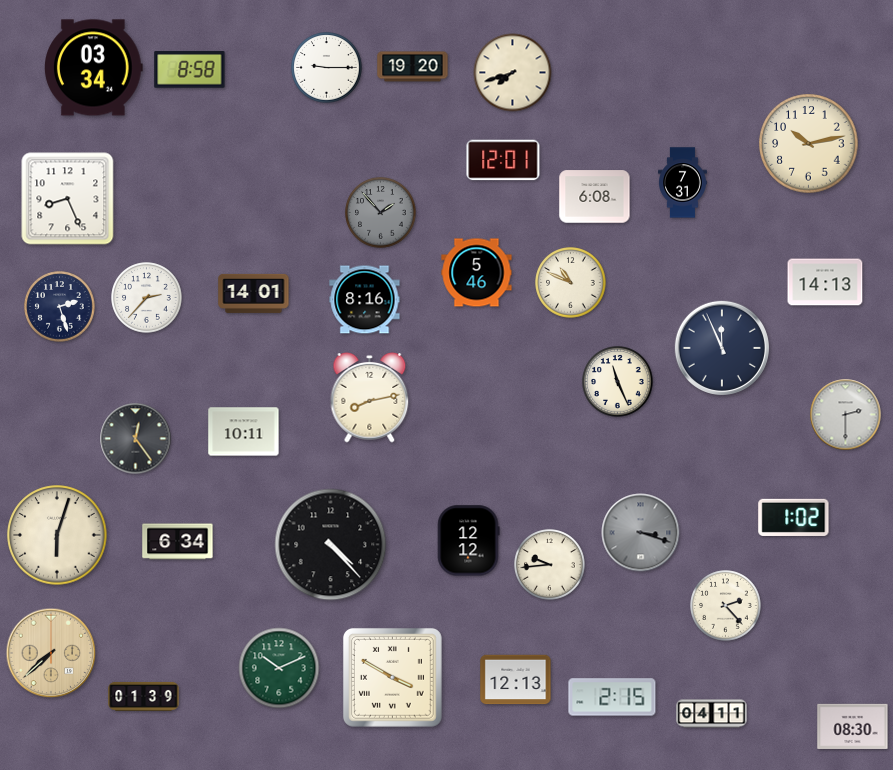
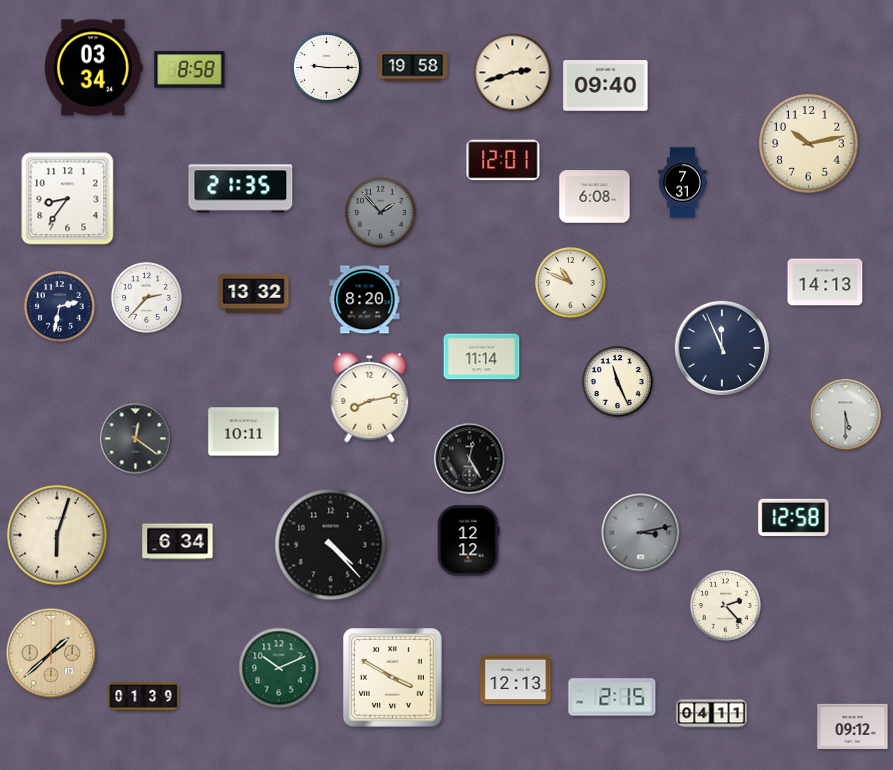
clock at (413, 67): 19:20 -> 19:58
clock at (513, 73): 7:42 -> 2:42
clock at (606, 86): none -> 09:40
clock at (241, 189): none -> 21:35
clock at (68, 199): 8:26 -> 8:36
clock at (477, 273): 5:46 -> none
clock at (254, 293): 14:01 -> 13:32
clock at (365, 300): 8:16 -> 8:20
clock at (60, 307): 2:27 -> 2:32
clock at (482, 357): none -> 11:14
clock at (846, 415): 2:30 -> 5:30
clock at (136, 439): 12:24 -> 12:21
clock at (470, 459): none -> 12:25
clock at (794, 517): 1:02 -> 12:58
clock at (641, 533): 3:18 -> 3:13
clock at (550, 565): 9:44 -> none
clock at (51, 653): 7:38 -> 1:38
clock at (853, 726): 08:30 -> 09:12
